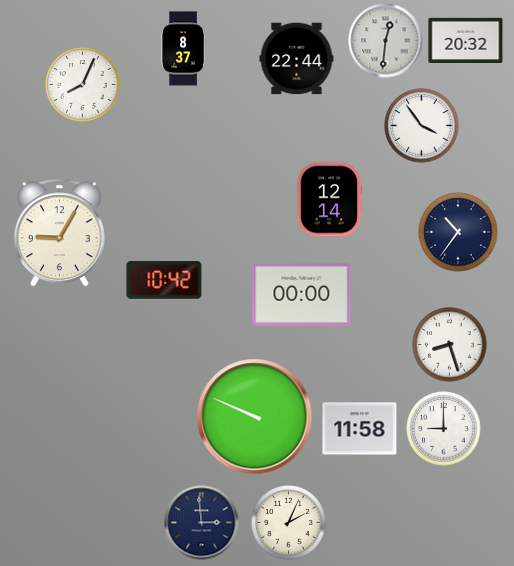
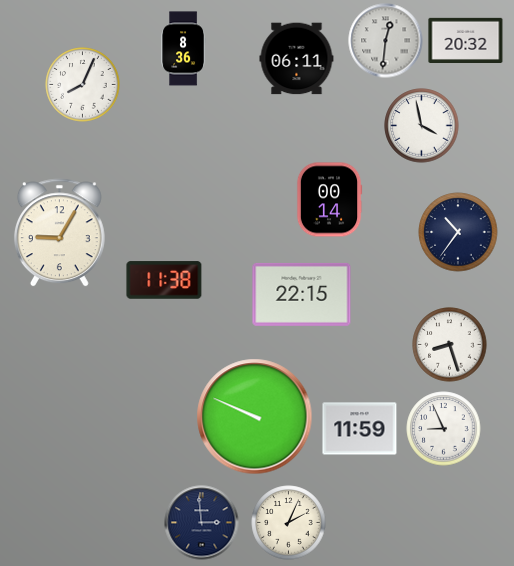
clock at (184, 49): 8:37 -> 8:36
clock at (297, 59): 22:44 -> 06:11
clock at (422, 126): 3:54 -> 3:58
clock at (329, 200): 12:14 -> 00:14
clock at (164, 280): 10:42 -> 11:38
clock at (302, 294): 00:00 -> 22:15
clock at (360, 429): 11:58 -> 11:59
clock at (444, 429): 9:00 -> 8:56
